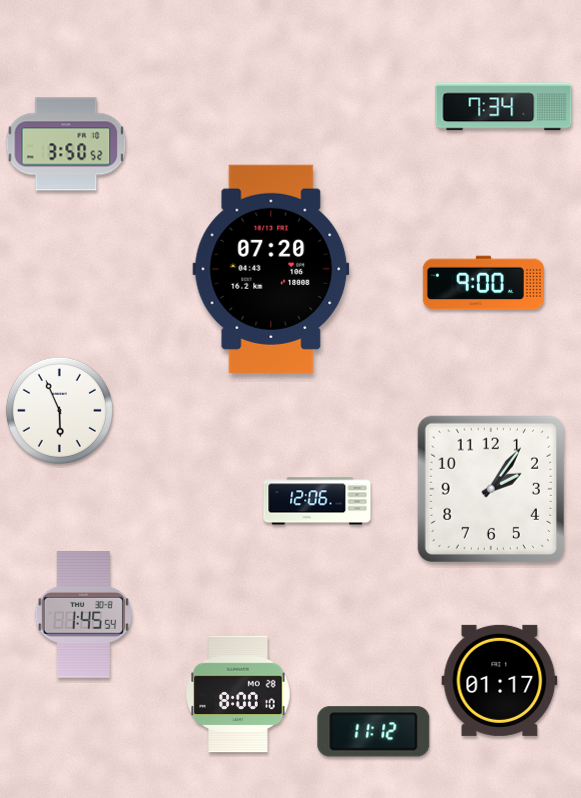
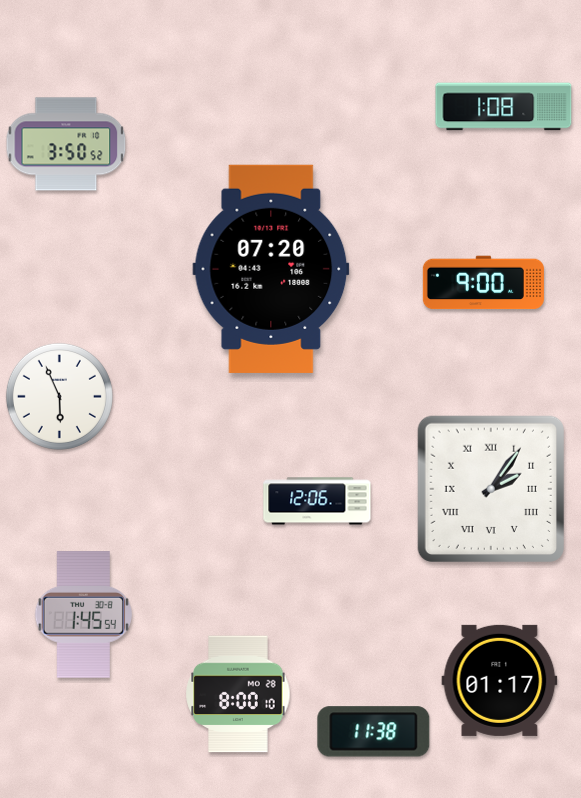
clock at (504, 107): 7:34 -> 1:08
clock at (59, 410) position: (59, 410) -> (59, 396)
clock at (490, 488) numerals: Arabic -> Roman
clock at (374, 732): 11:12 -> 11:38
